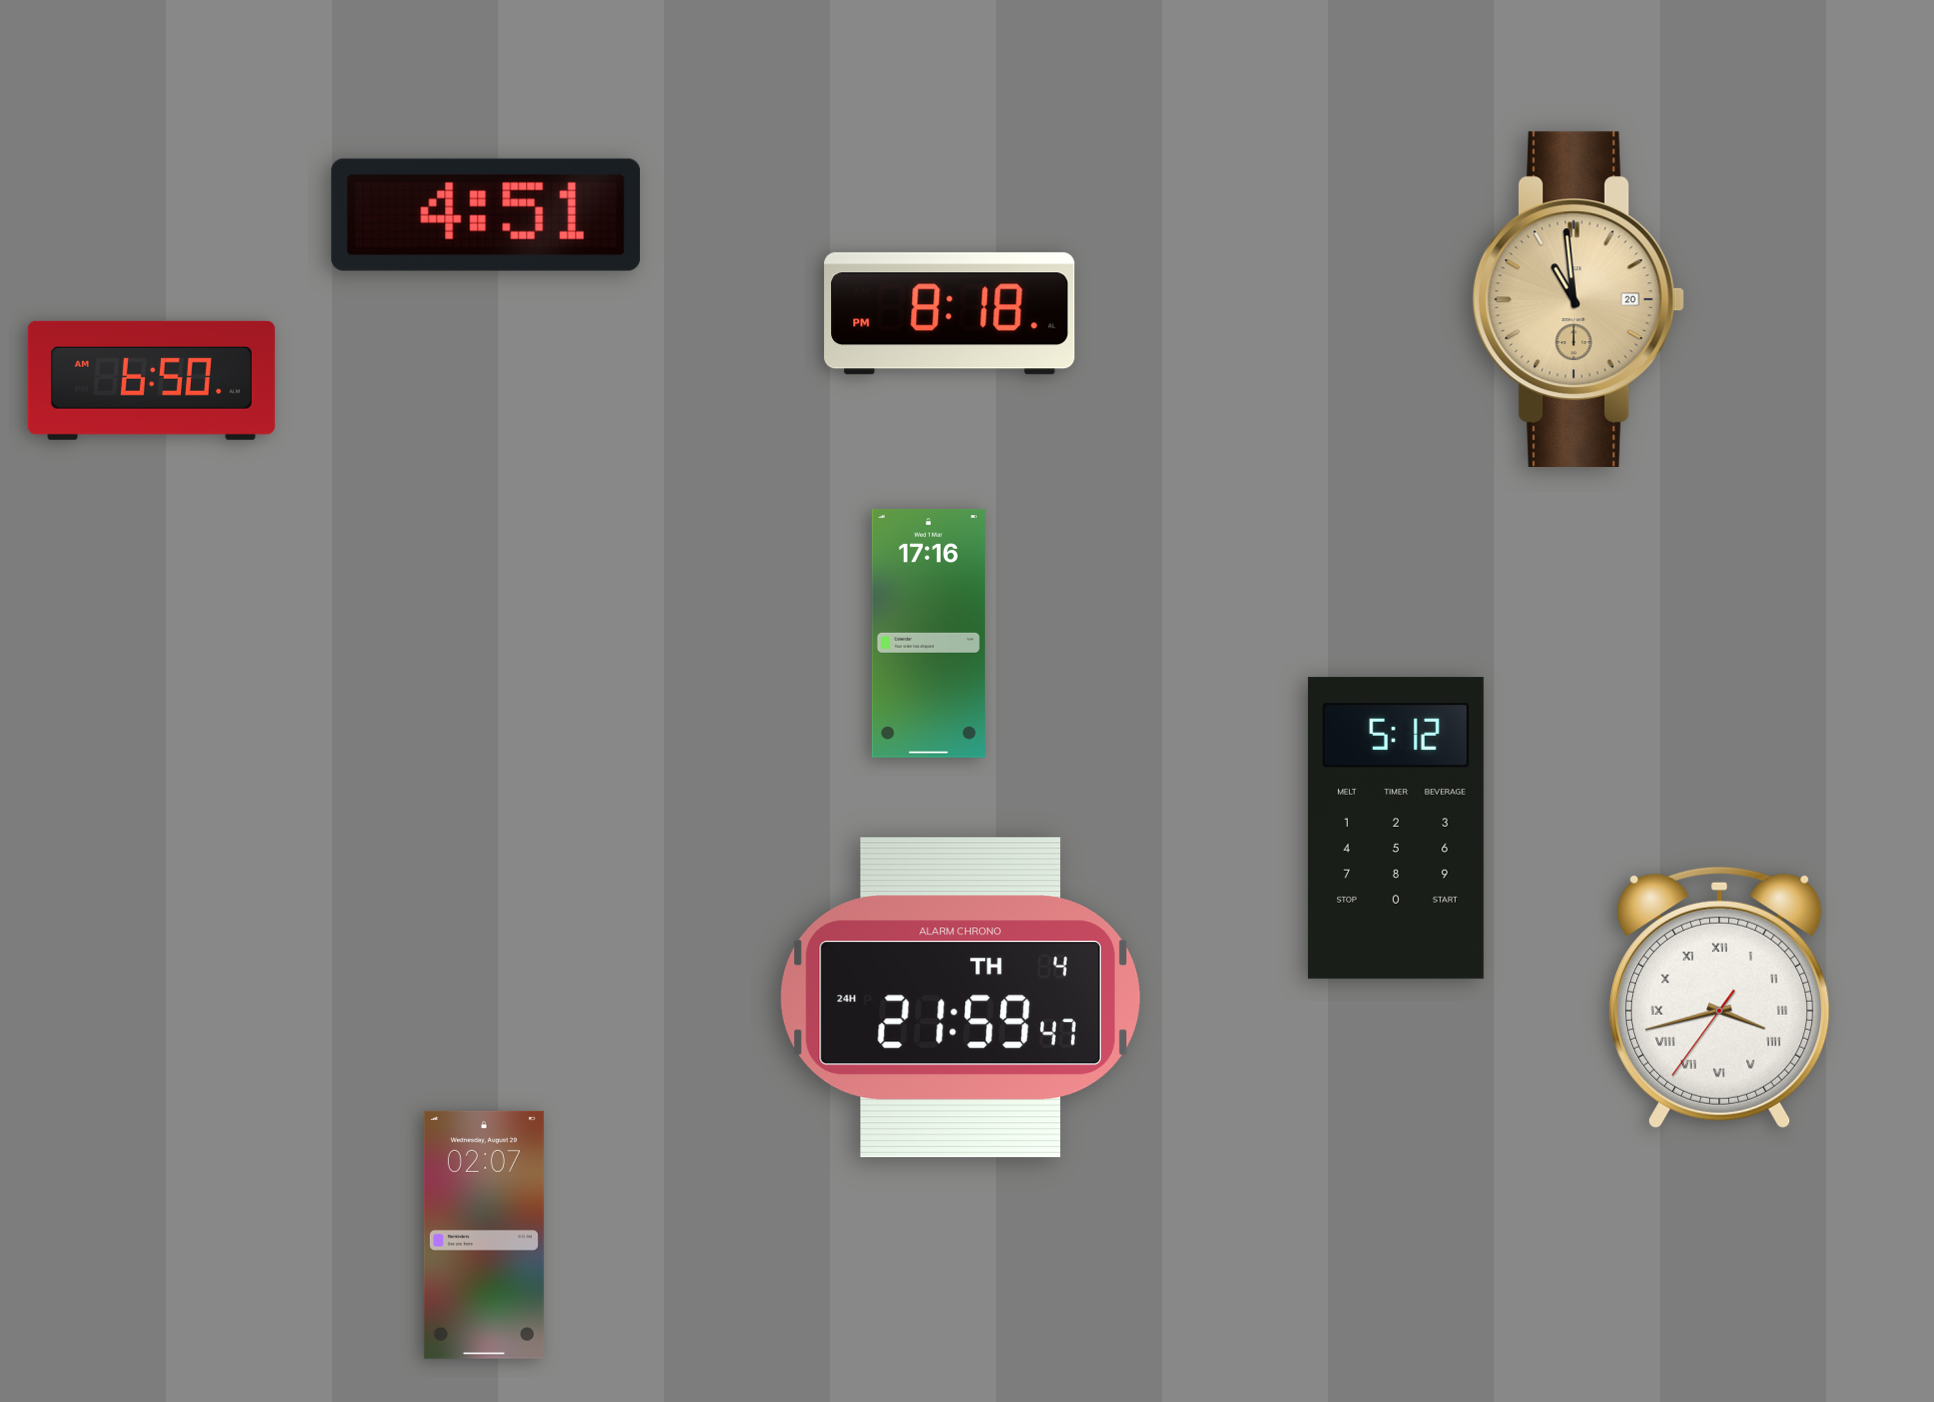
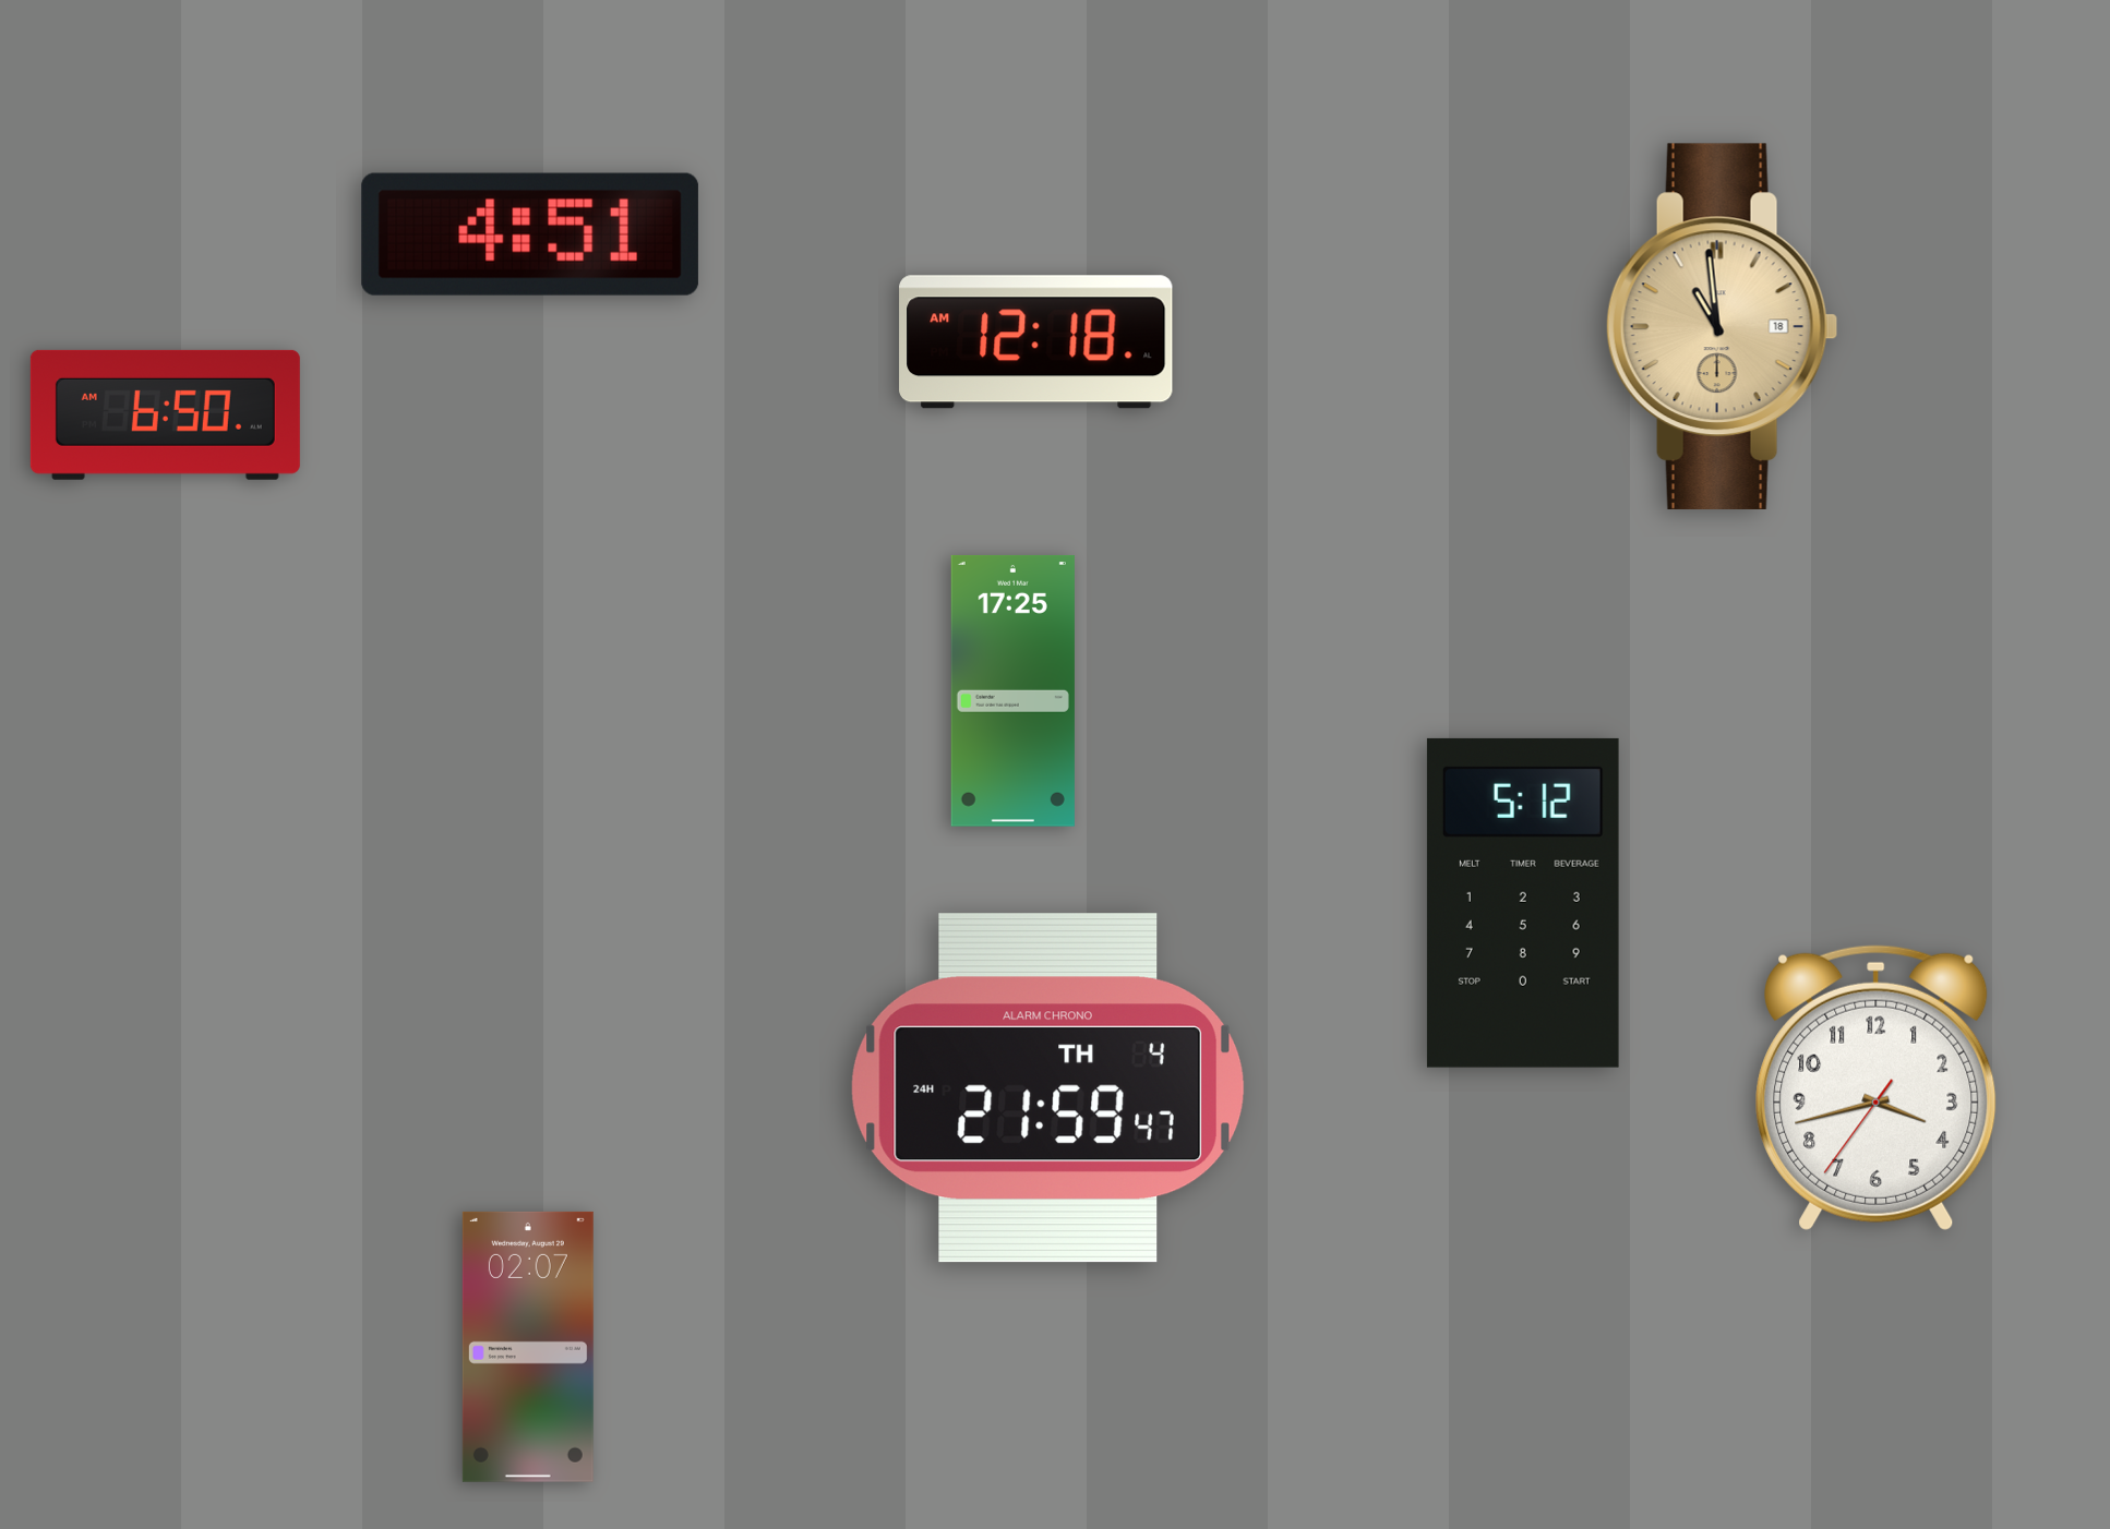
clock at (1578, 299) date: 20 -> 18
clock at (950, 314): 8:18 -> 12:18
clock at (928, 633): 17:16 -> 17:25
clock at (1720, 997) numerals: Roman -> Arabic
